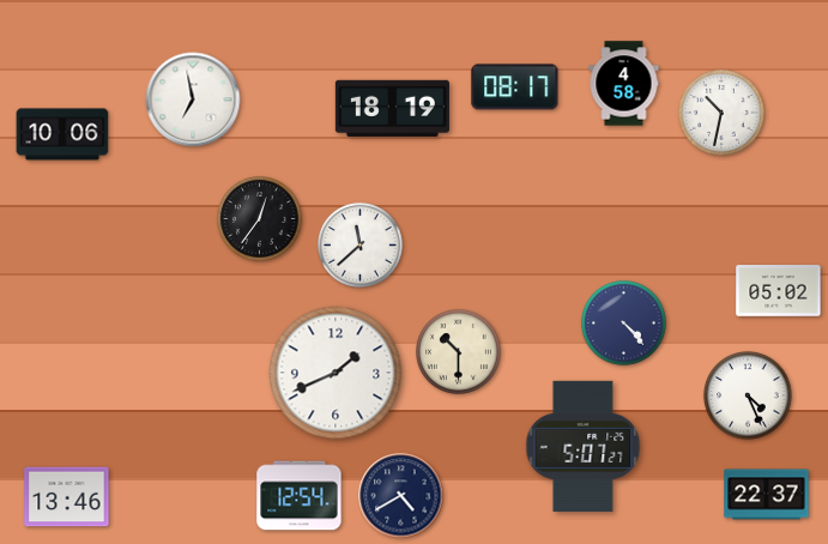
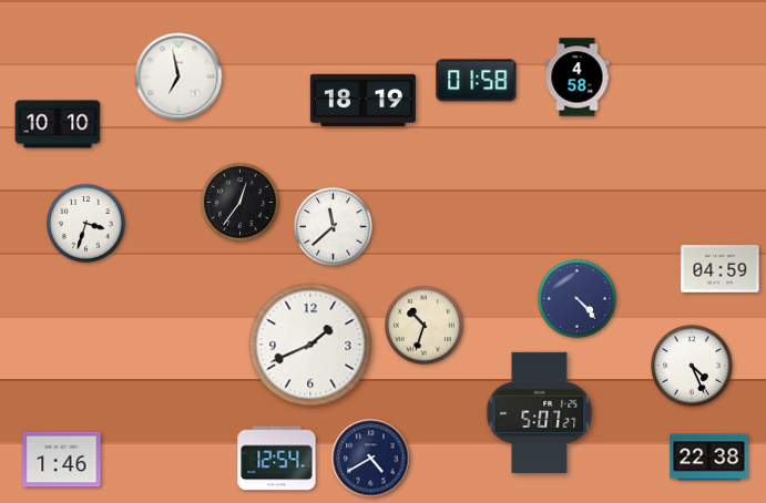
clock at (515, 87): 08:17 -> 01:58
clock at (193, 99) position: (193, 99) -> (178, 76)
clock at (721, 113): 10:32 -> none
clock at (62, 134): 10:06 -> 10:10
clock at (86, 224): none -> 3:33
clock at (779, 291): 05:02 -> 04:59
clock at (459, 352): 10:30 -> 10:33
clock at (767, 495): 22:37 -> 22:38
clock at (67, 497): 13:46 -> 1:46
